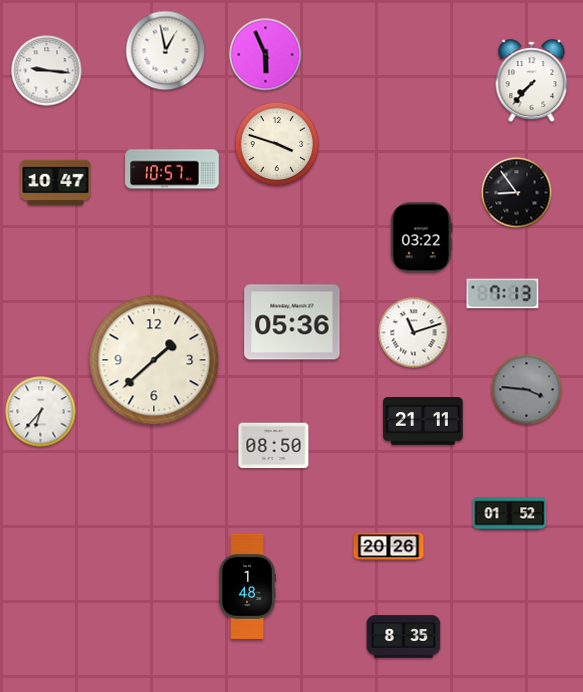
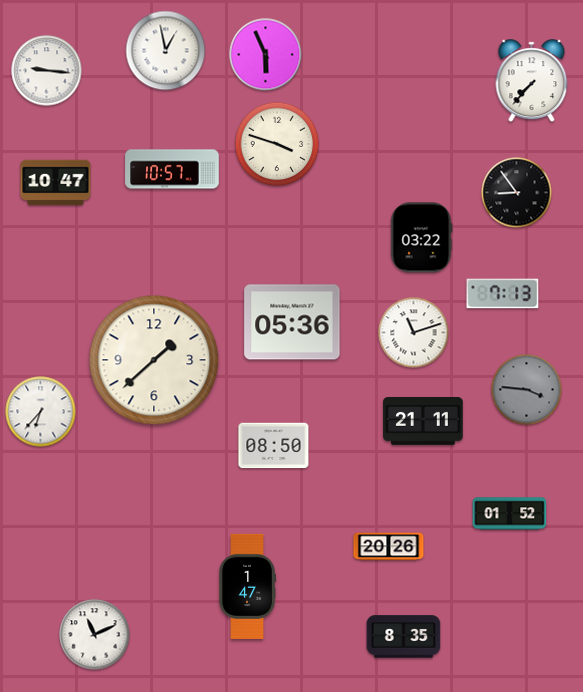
clock at (247, 586): 1:48 -> 1:47
clock at (95, 635): none -> 11:11
